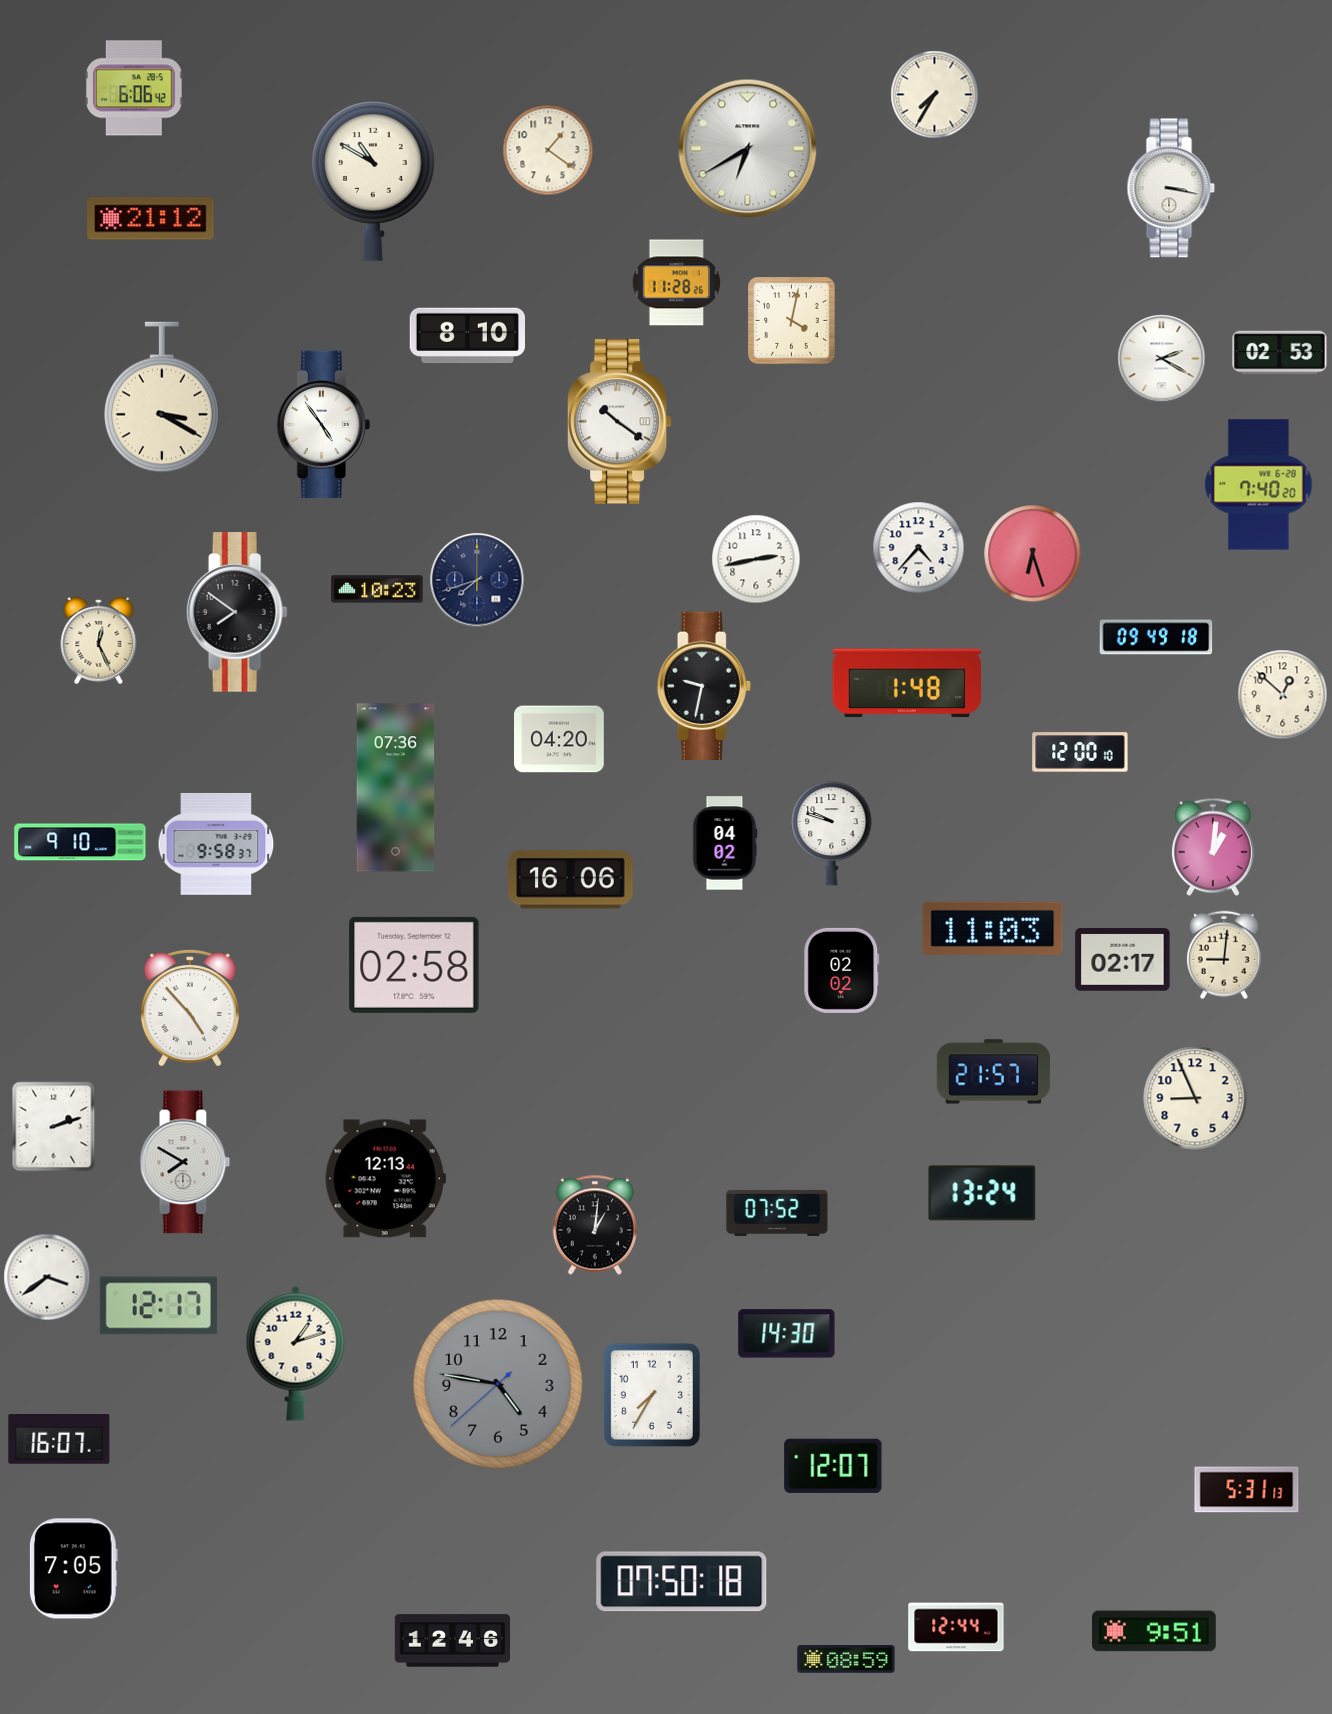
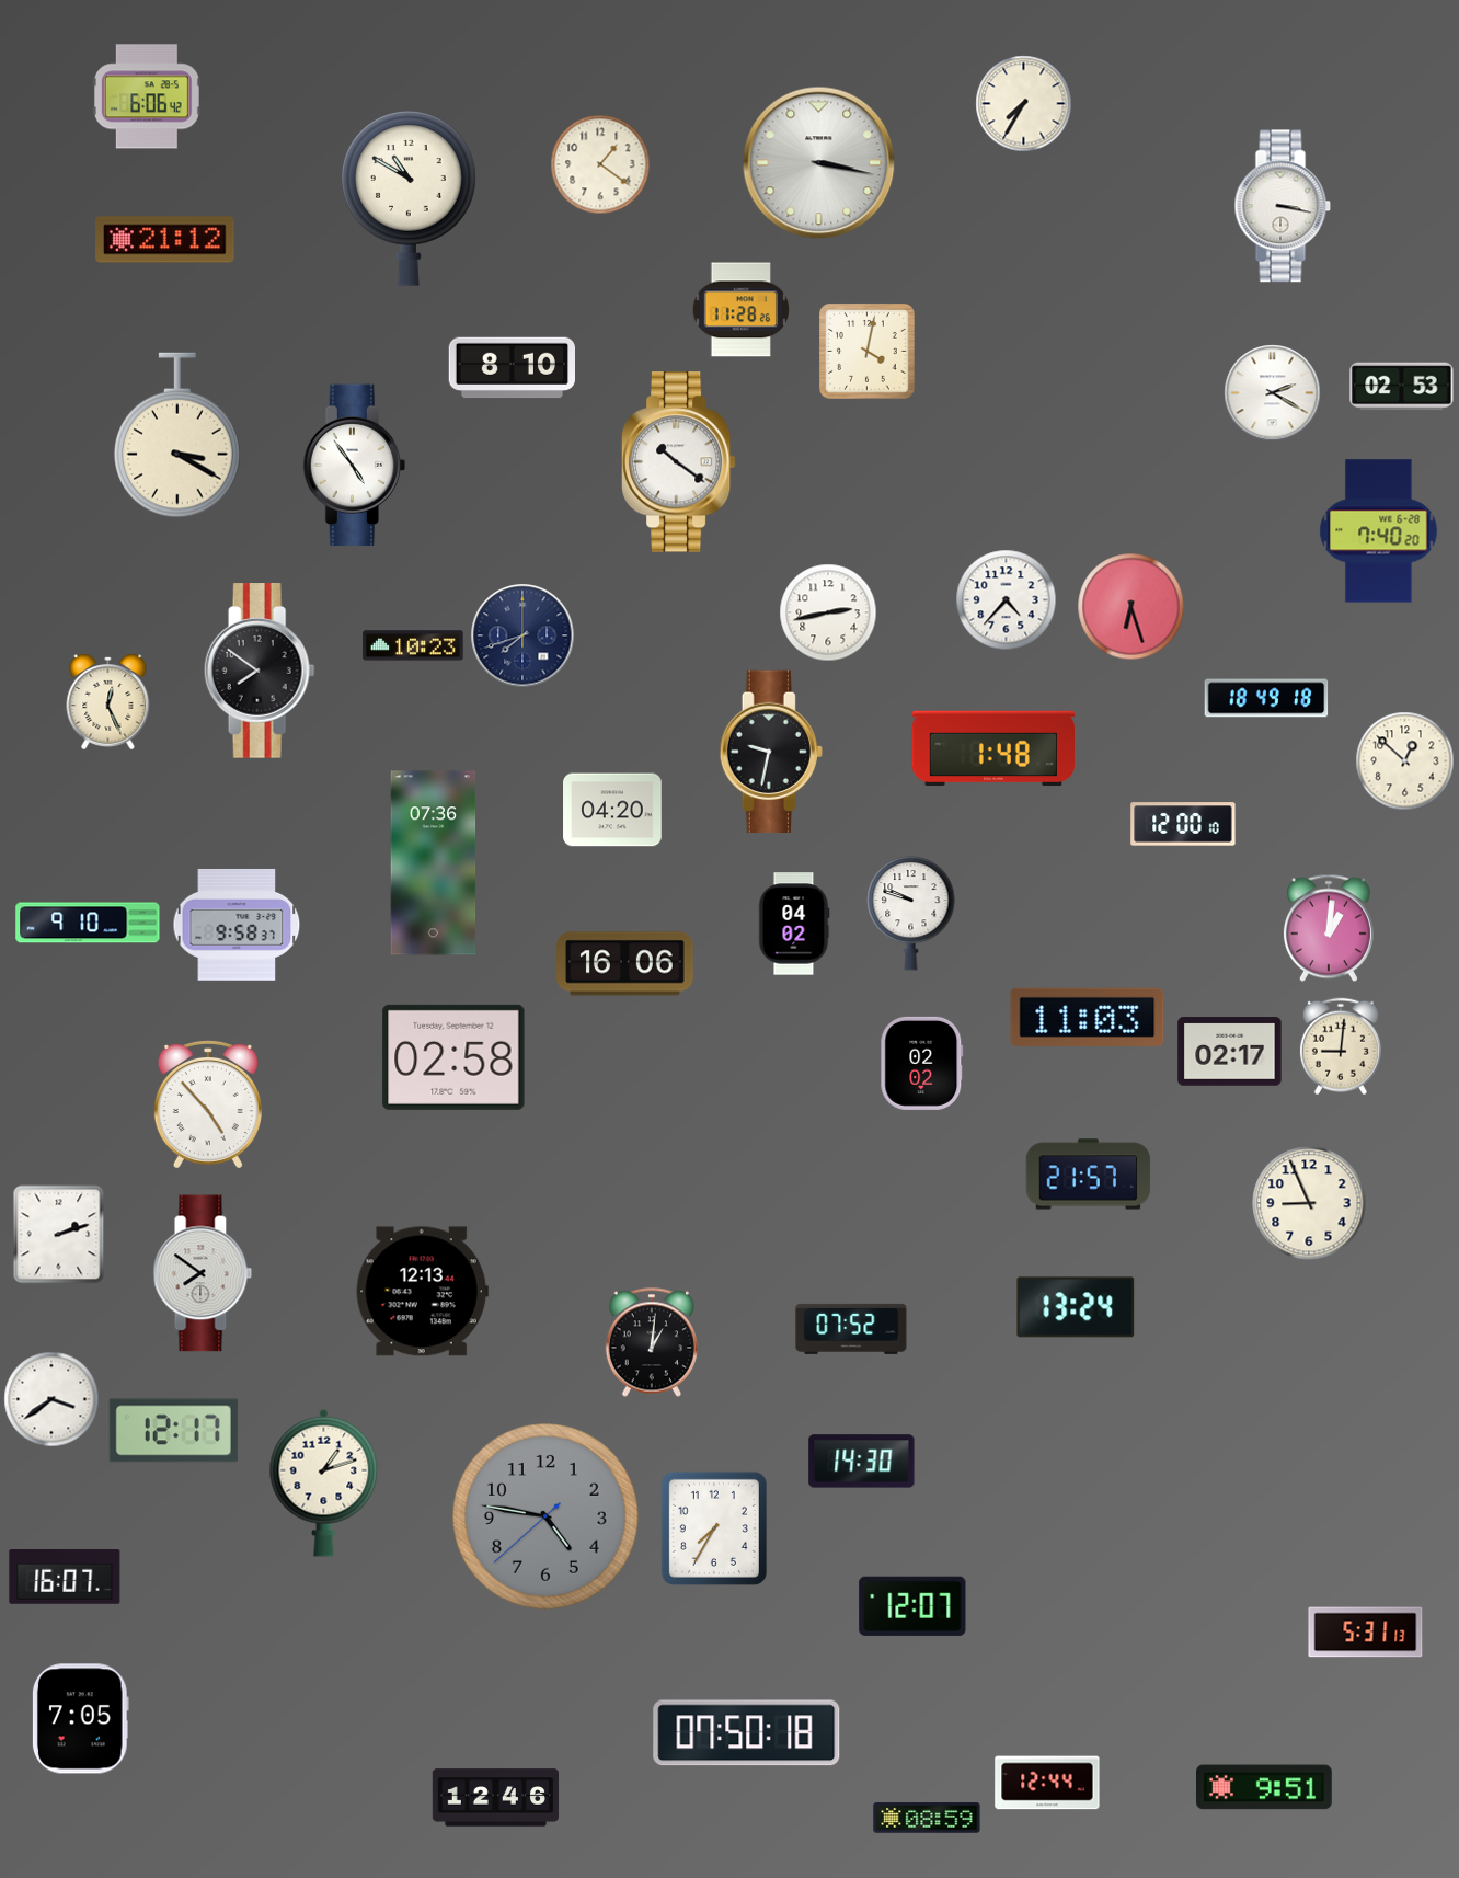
clock at (748, 149): 6:40 -> 3:17
clock at (1156, 637): 09:49 -> 18:49
clock at (185, 1162): 7:50 -> 7:51
